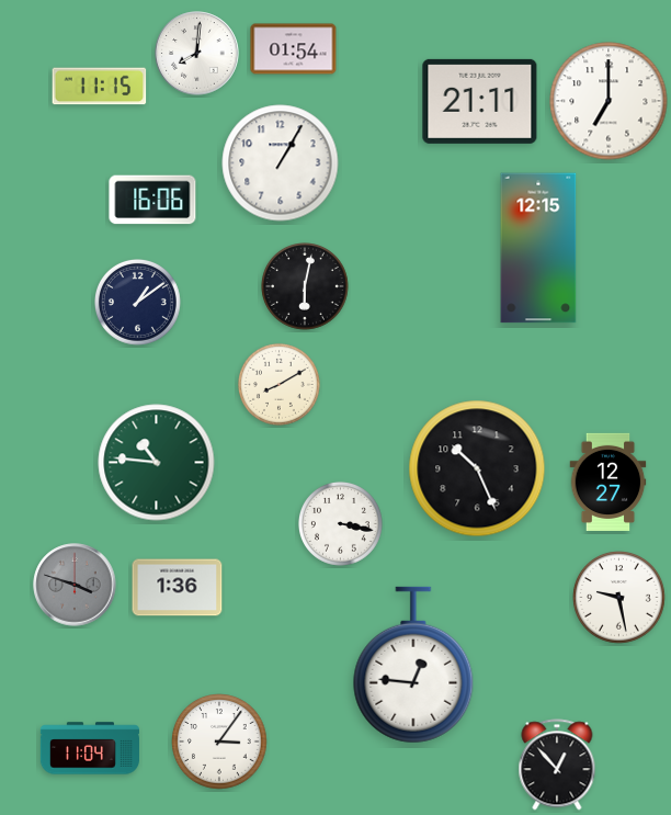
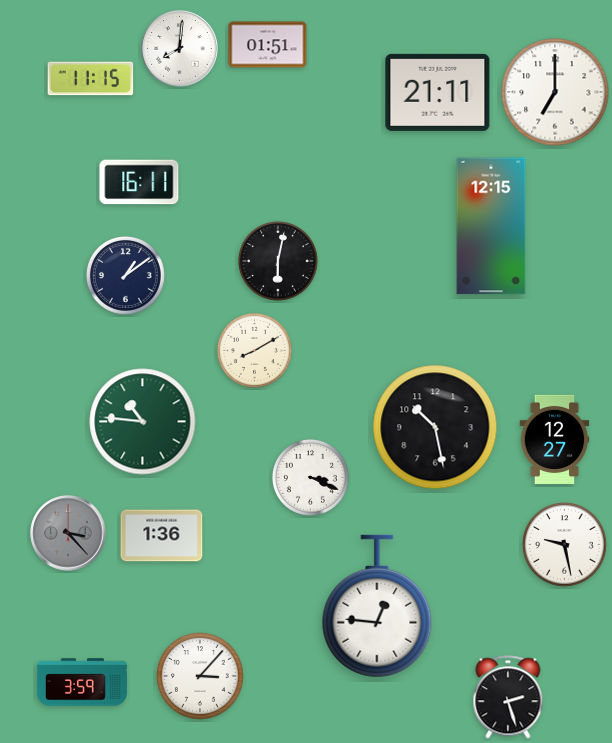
clock at (294, 49): 01:54 -> 01:51
clock at (281, 163): 1:05 -> none
clock at (152, 200): 16:06 -> 16:11
clock at (477, 468): 10:26 -> 10:28
clock at (340, 523): 3:17 -> 3:19
clock at (75, 585): 3:48 -> 3:23
clock at (219, 742): 3:06 -> 3:07
clock at (90, 748): 11:04 -> 3:59
clock at (557, 765): 12:53 -> 2:27
